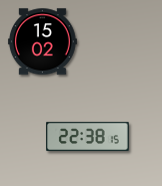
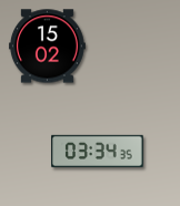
clock at (88, 136): 22:38 -> 03:34
